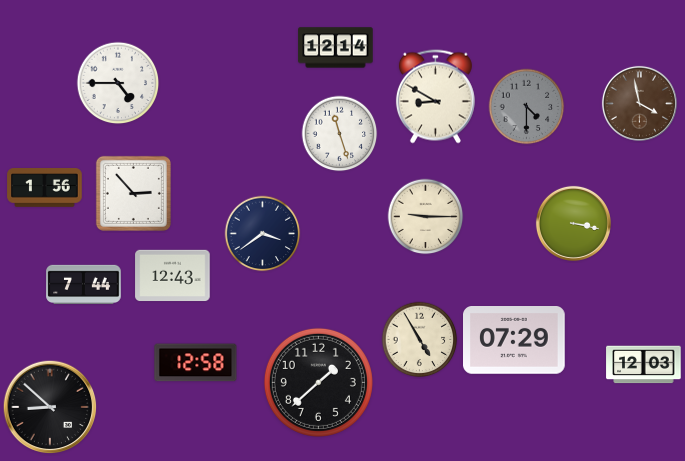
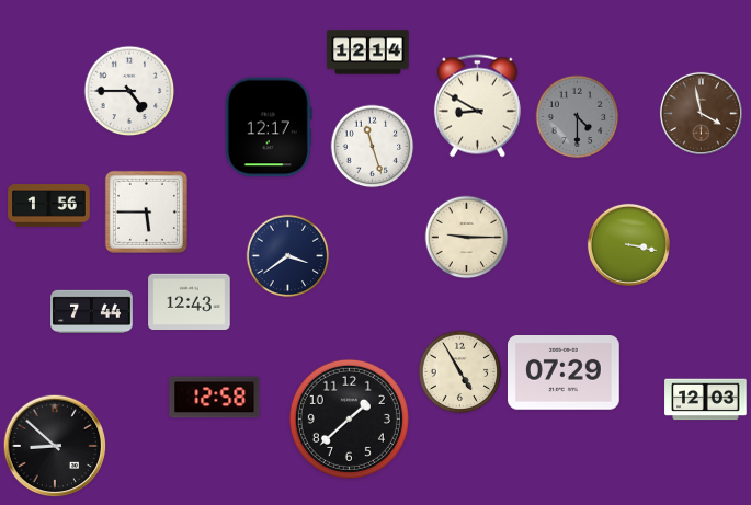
clock at (269, 127): none -> 12:17
clock at (133, 193): 2:53 -> 5:45
